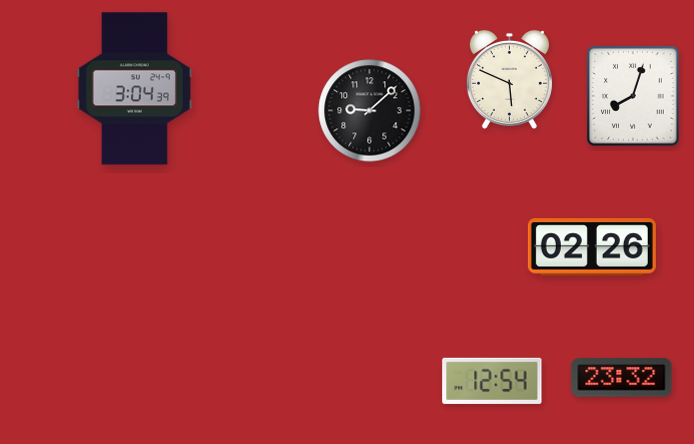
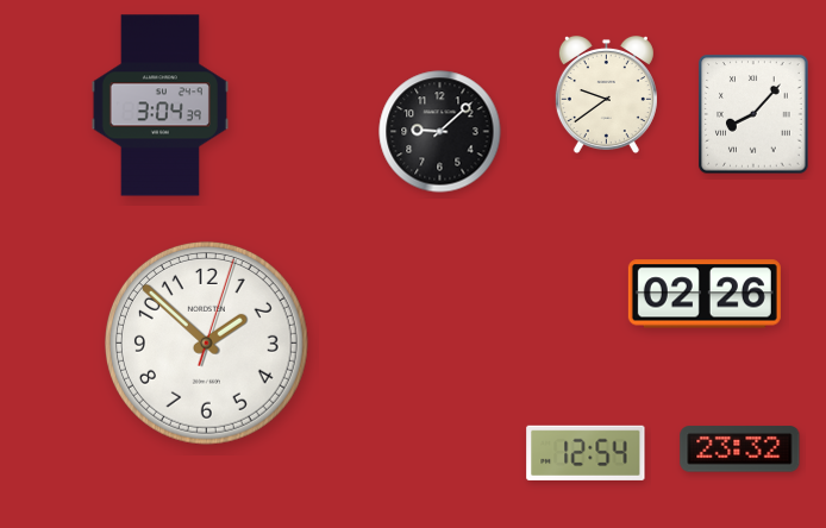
clock at (509, 79): 5:49 -> 9:39
clock at (633, 96): 8:03 -> 8:07
clock at (206, 342): none -> 1:52
